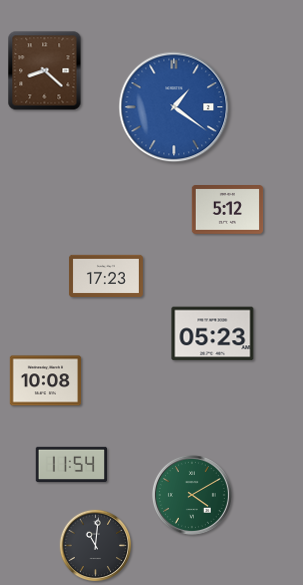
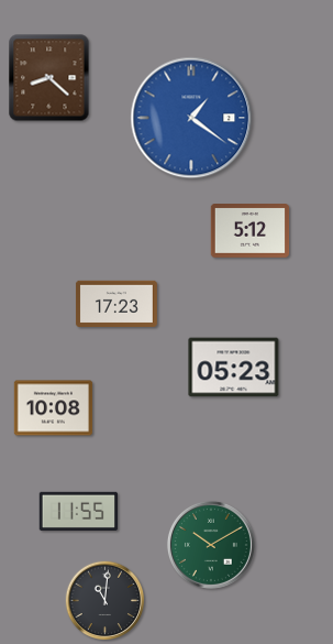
clock at (46, 381) position: (46, 381) -> (54, 408)
clock at (71, 464): 11:54 -> 11:55
clock at (192, 495): 4:10 -> 10:10
